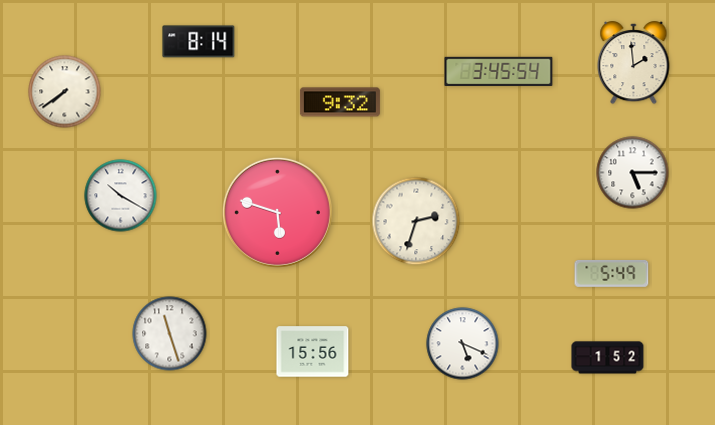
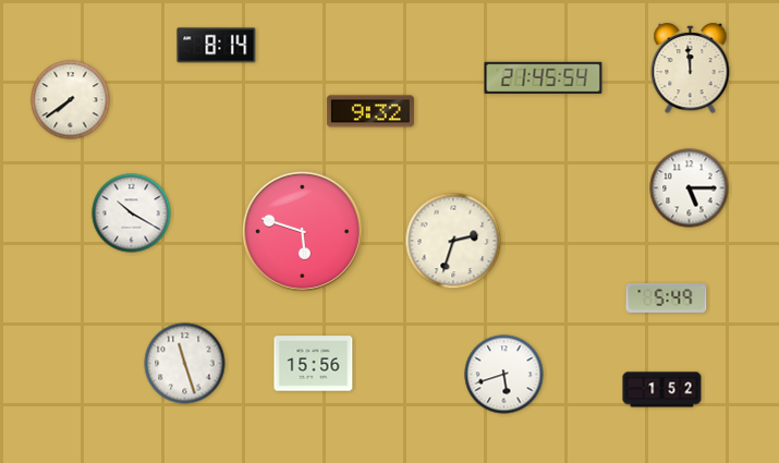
clock at (634, 64): 1:59 -> 11:59
clock at (499, 72): 3:45 -> 21:45
clock at (463, 344): 5:19 -> 5:42
clock at (313, 352) position: (313, 352) -> (314, 364)
